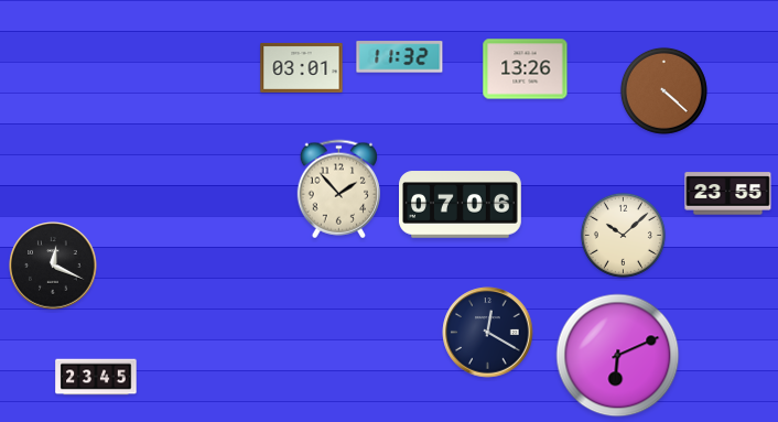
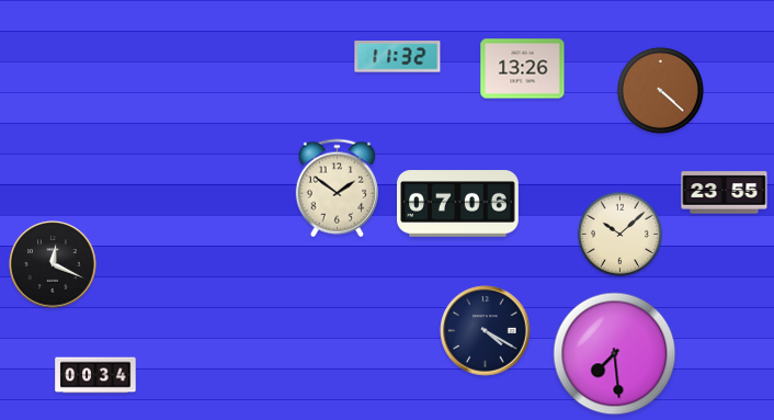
clock at (302, 67): 03:01 -> none
clock at (338, 190): 1:53 -> 1:51
clock at (488, 333): 12:20 -> 4:20
clock at (618, 356): 6:11 -> 7:29
clock at (96, 377): 23:45 -> 00:34
